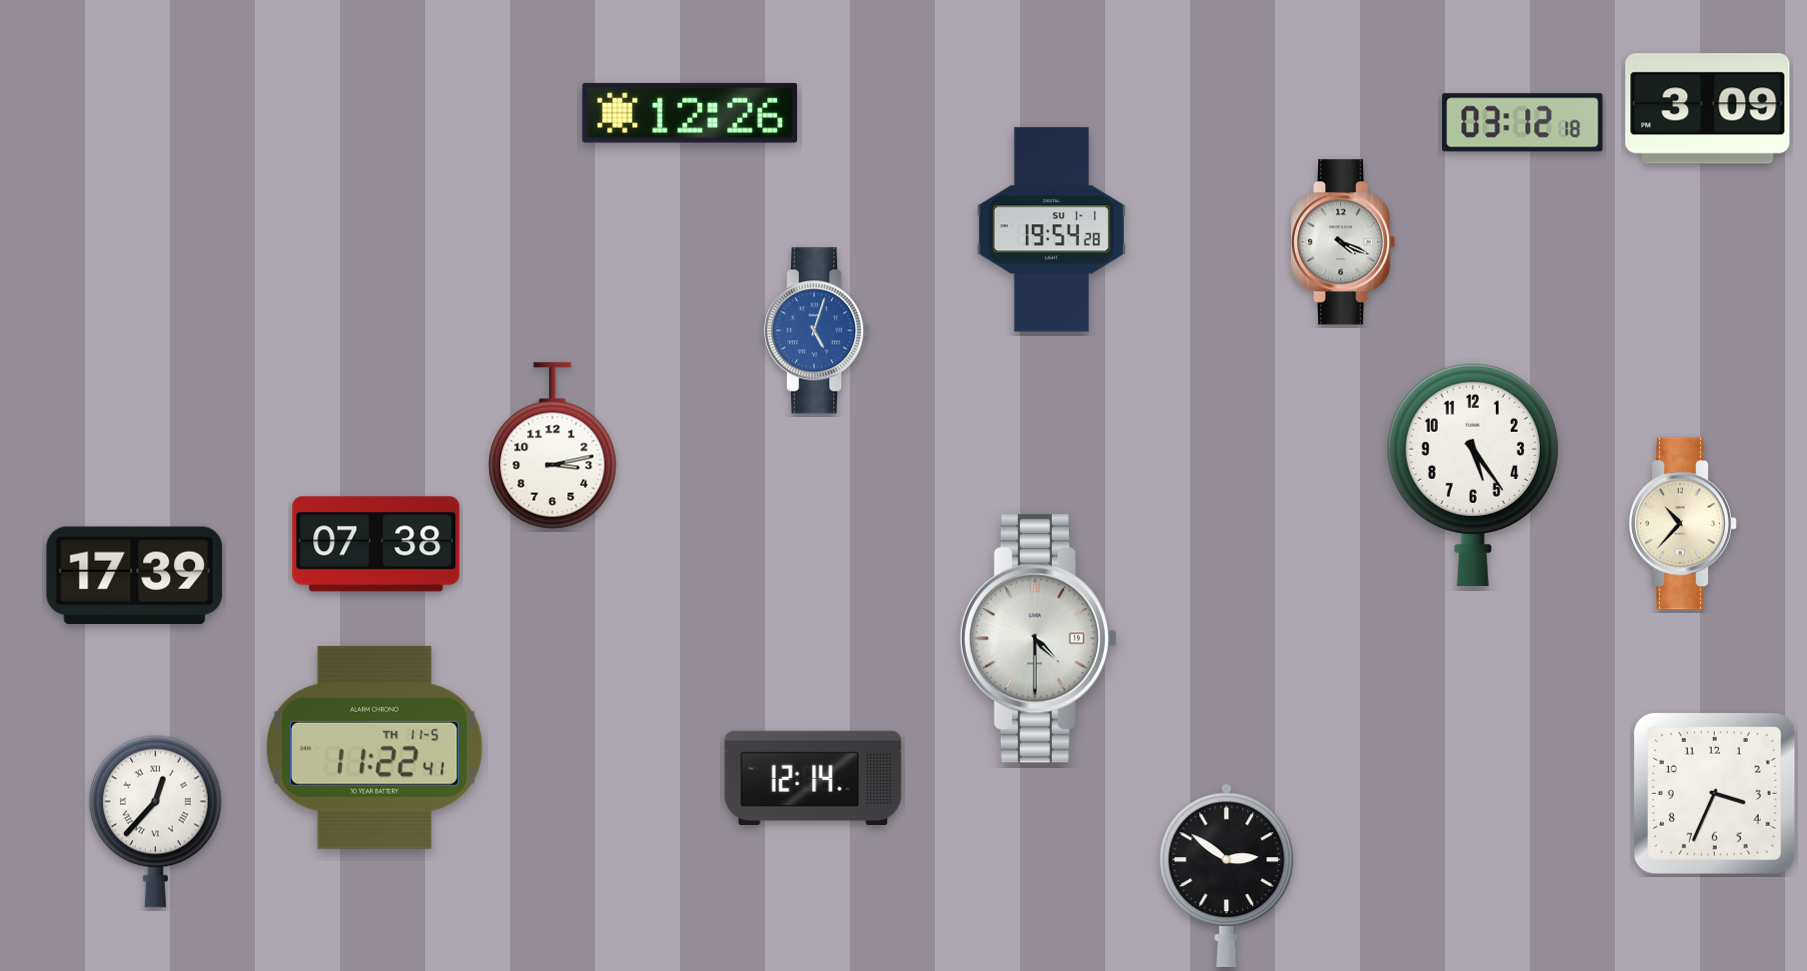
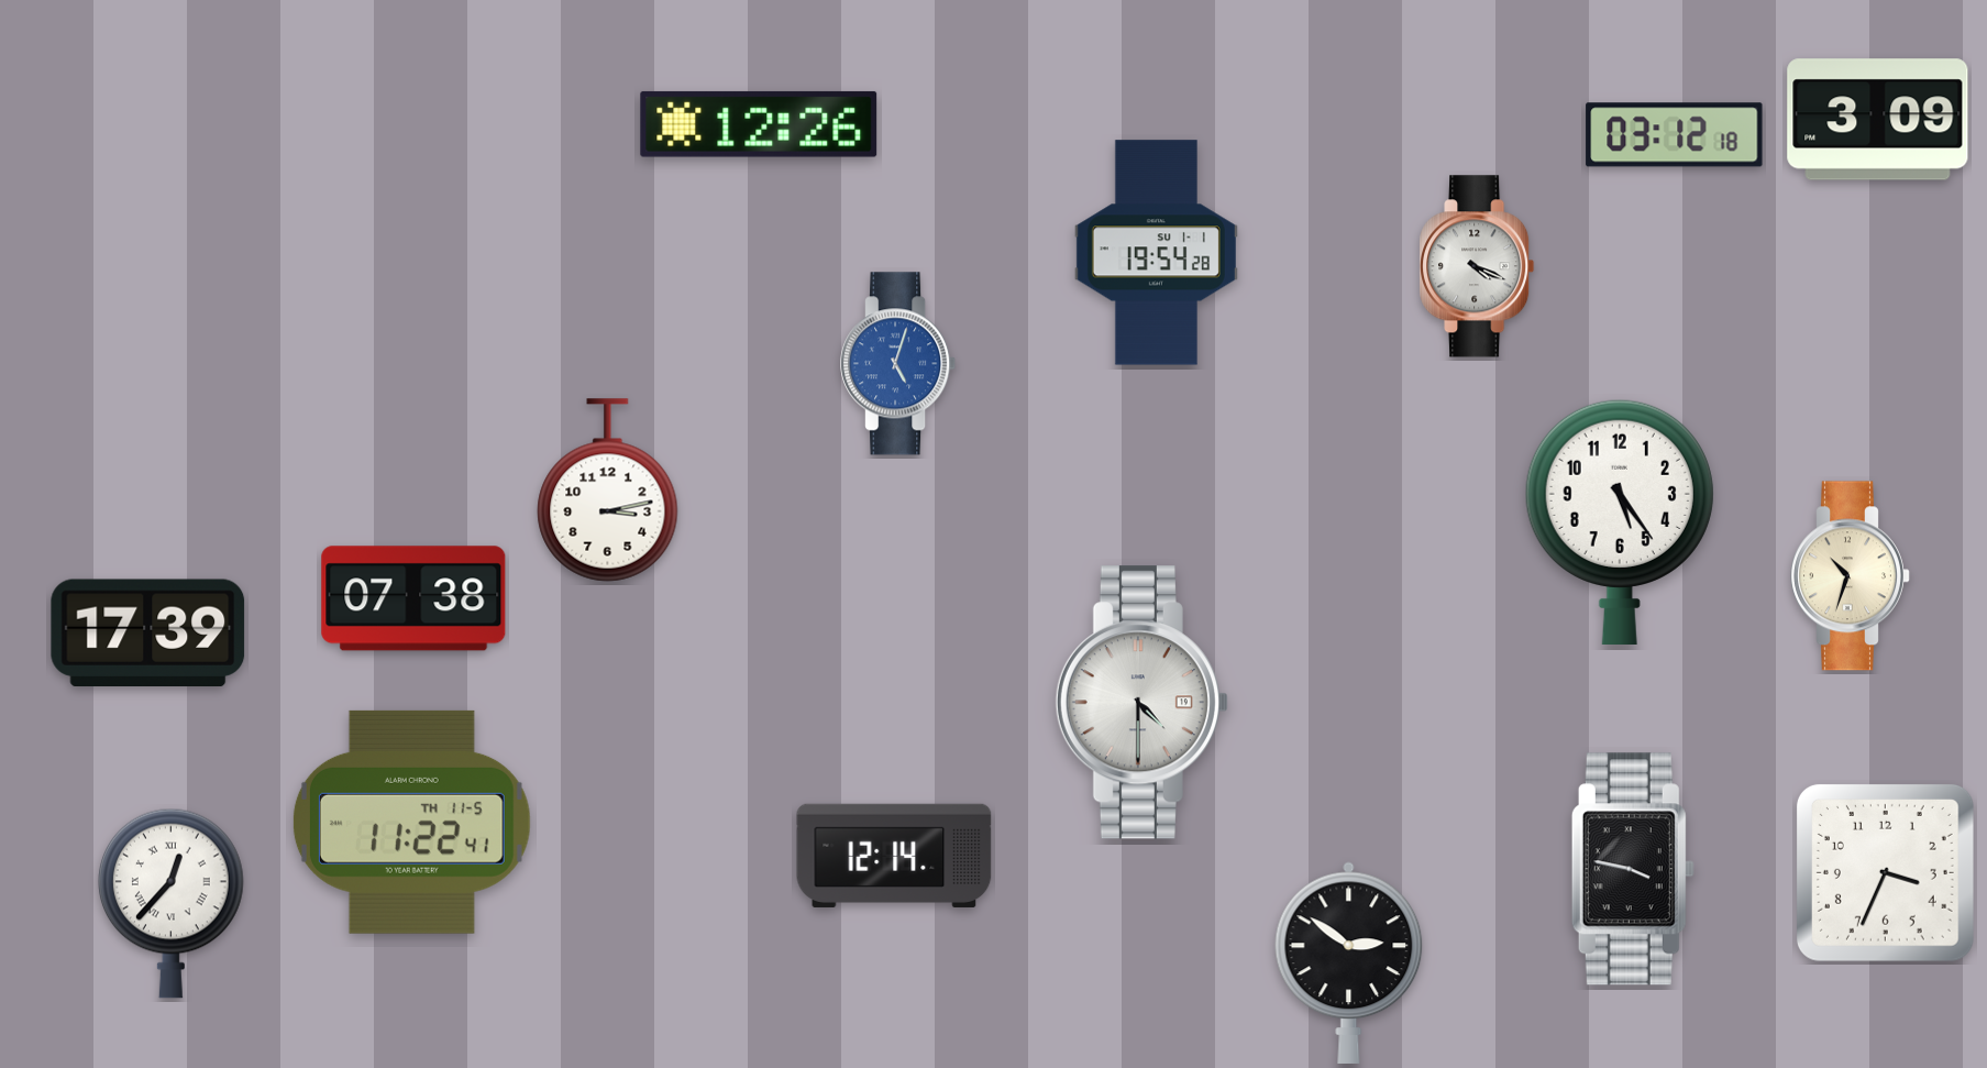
clock at (1683, 524): 10:37 -> 10:33
clock at (1633, 869): none -> 3:47
